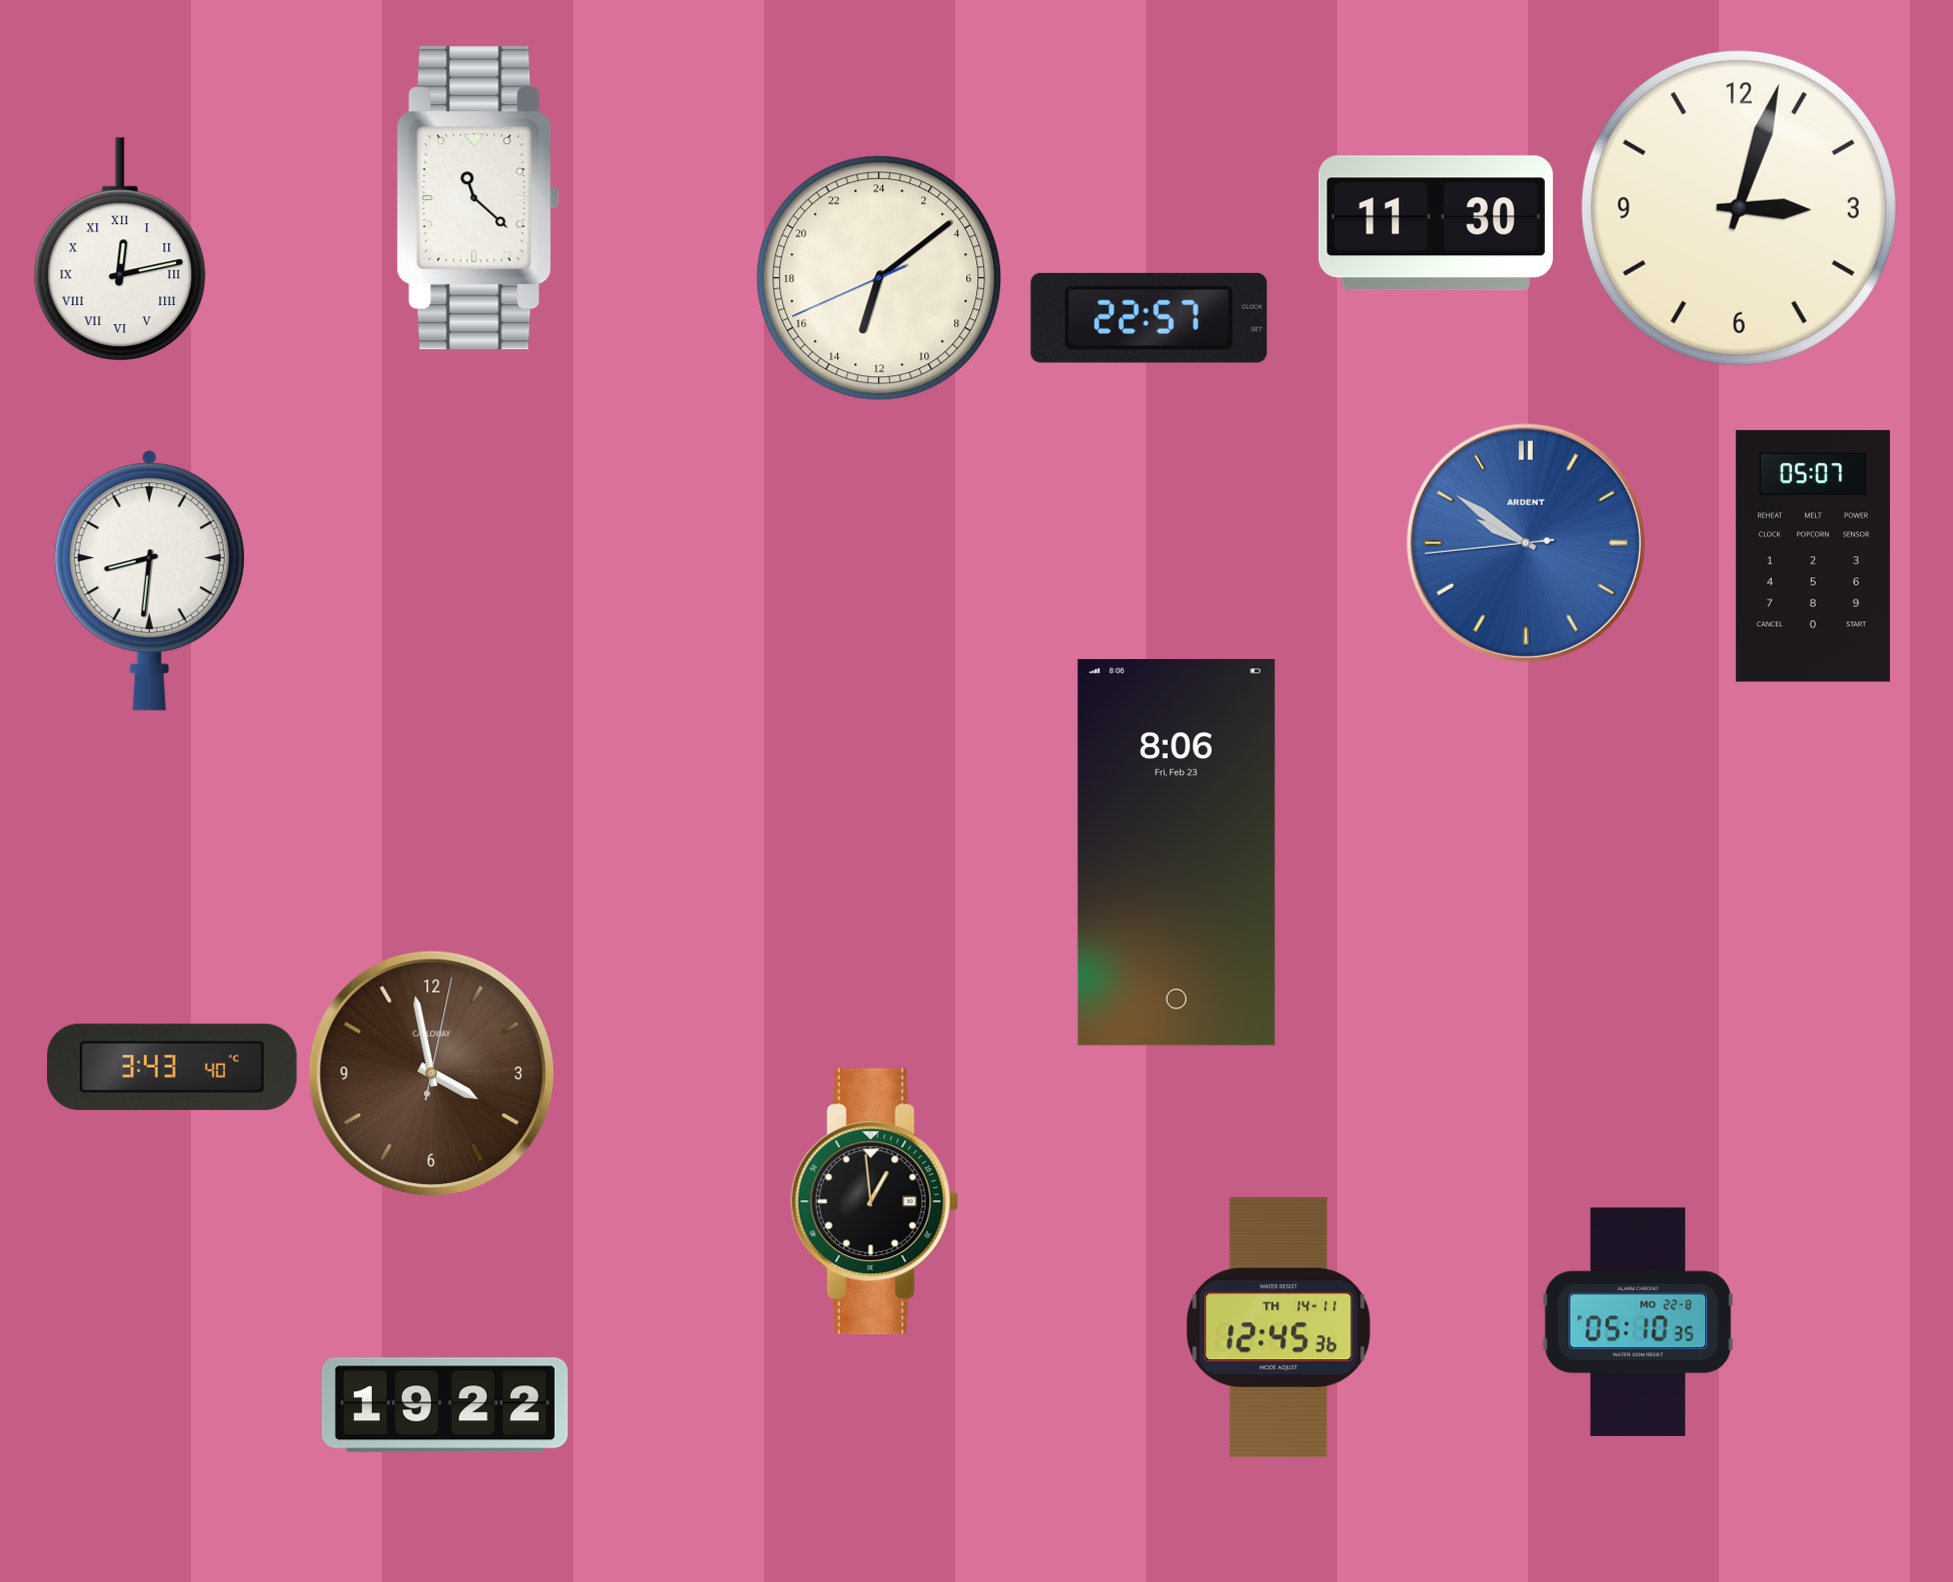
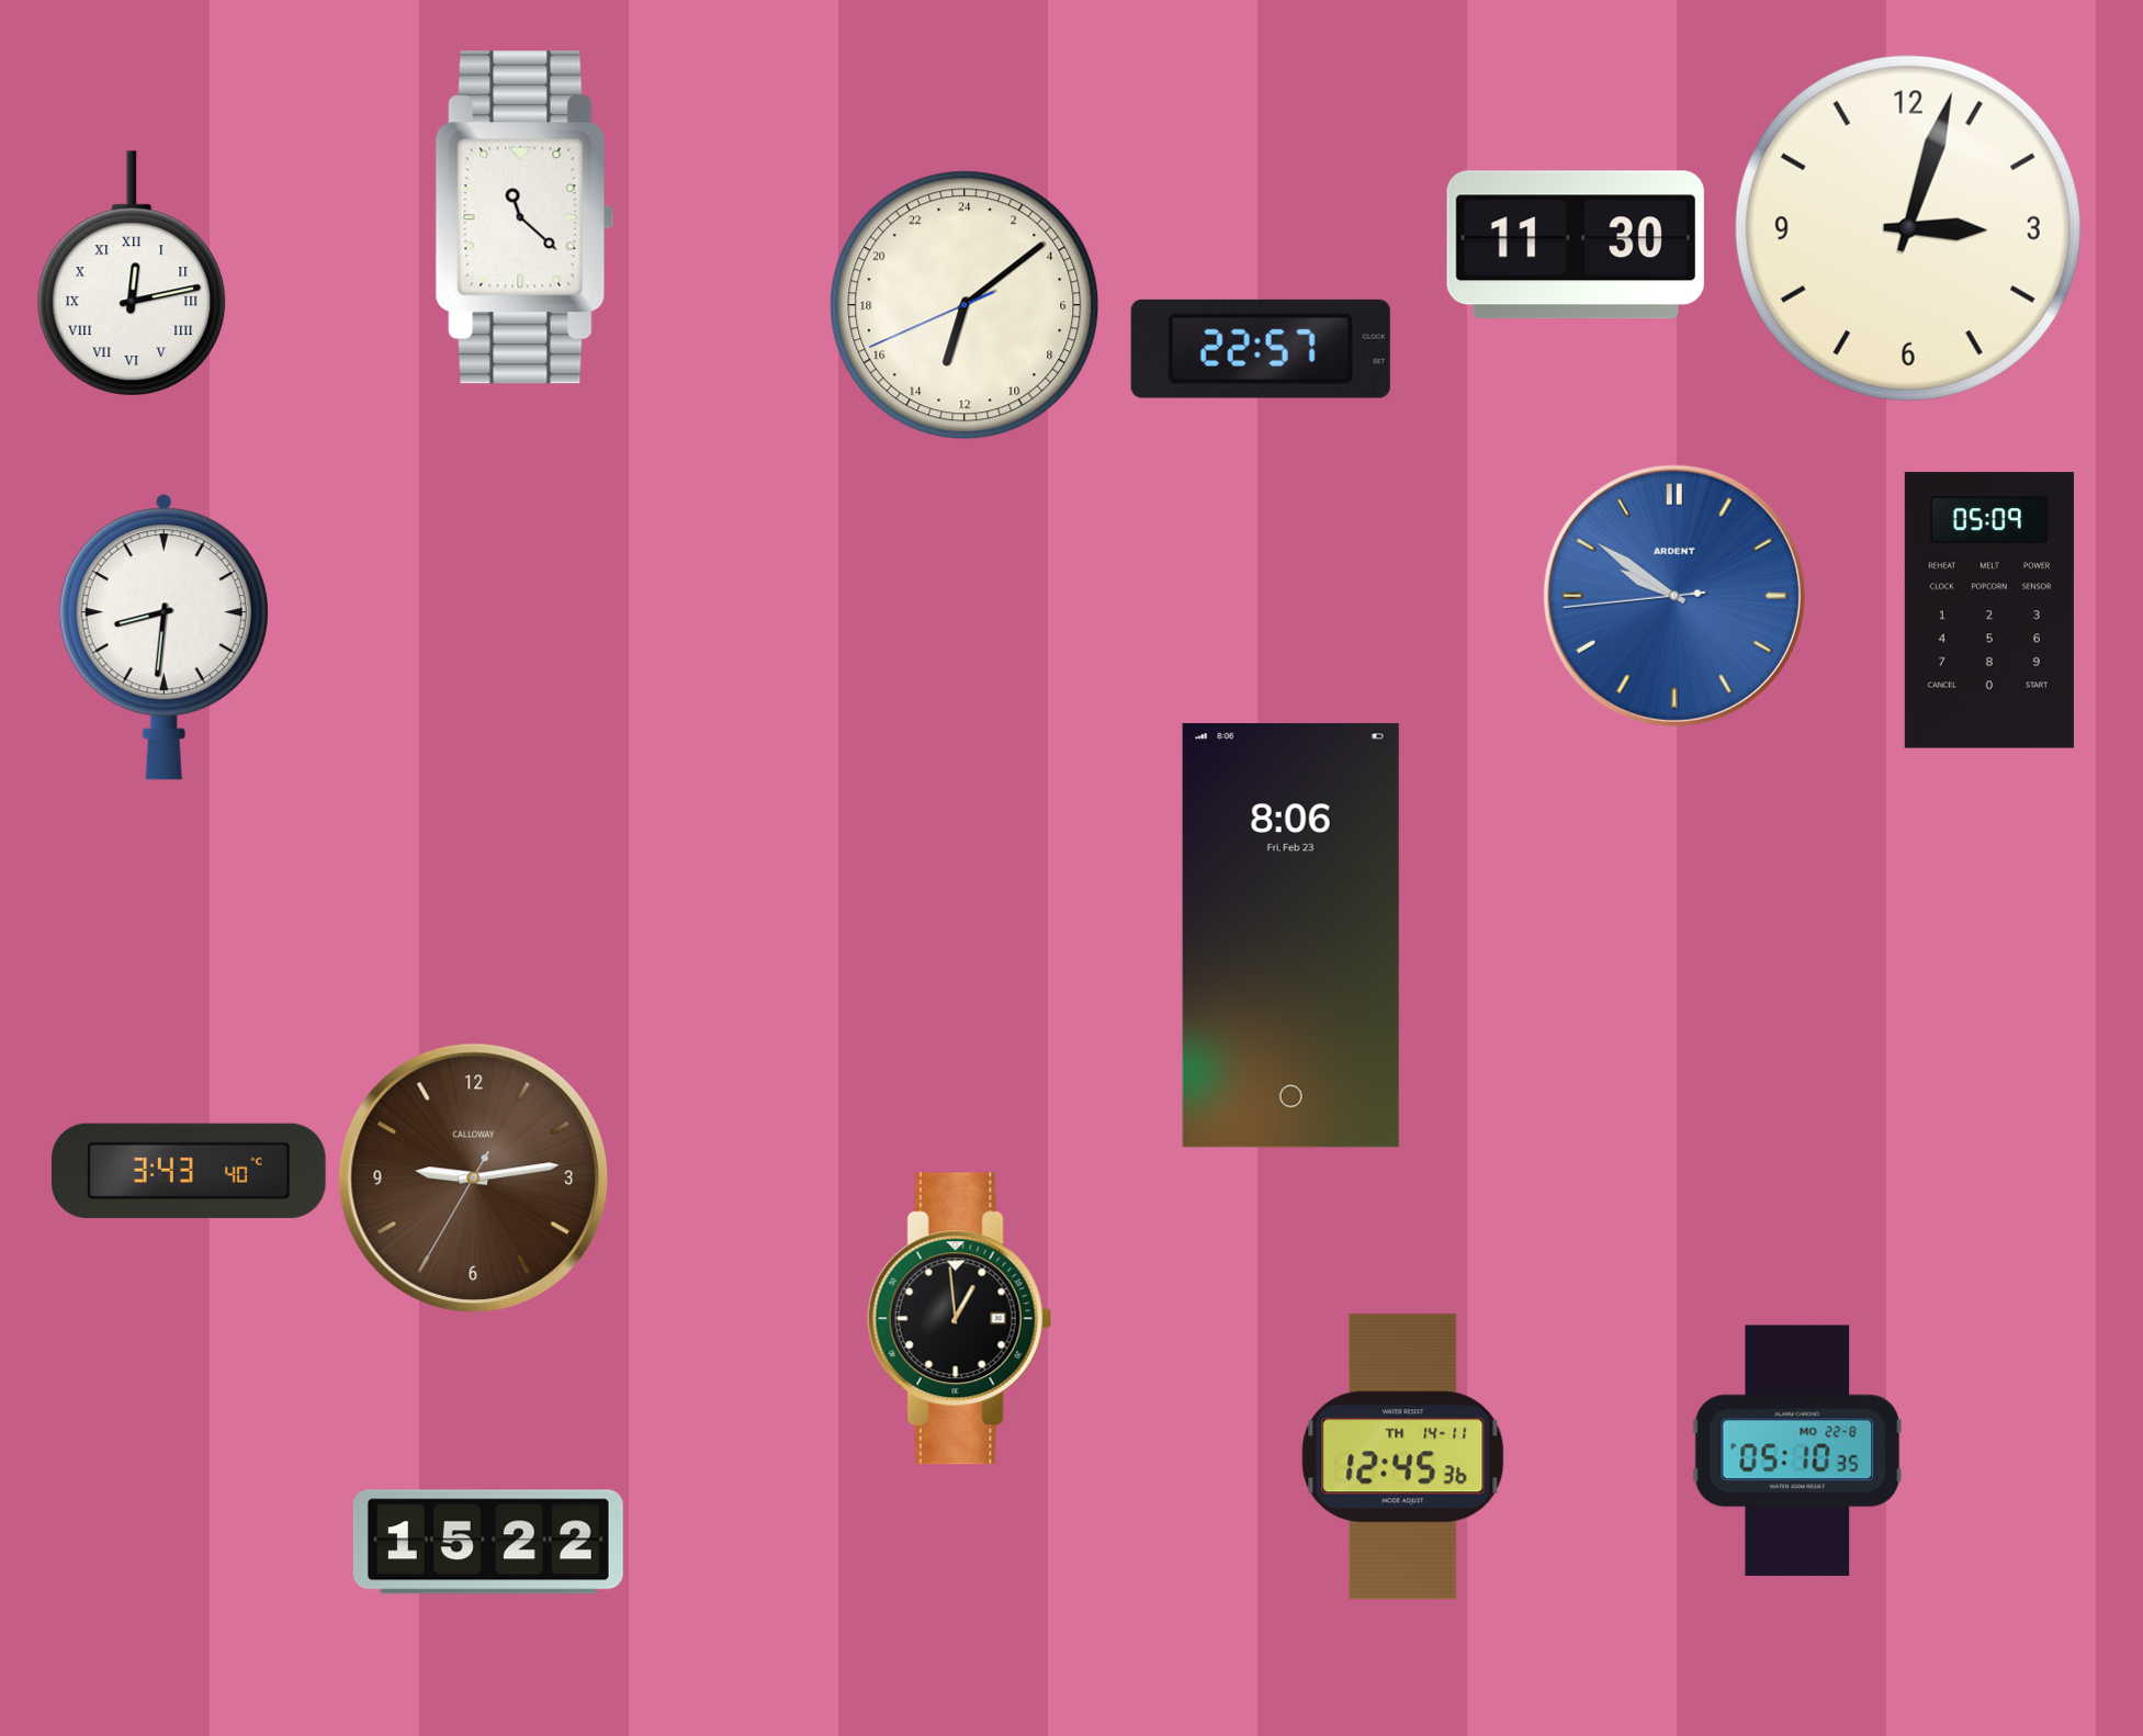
clock at (1813, 556): 05:07 -> 05:09
clock at (431, 1073): 3:58 -> 9:13
clock at (445, 1405): 19:22 -> 15:22
